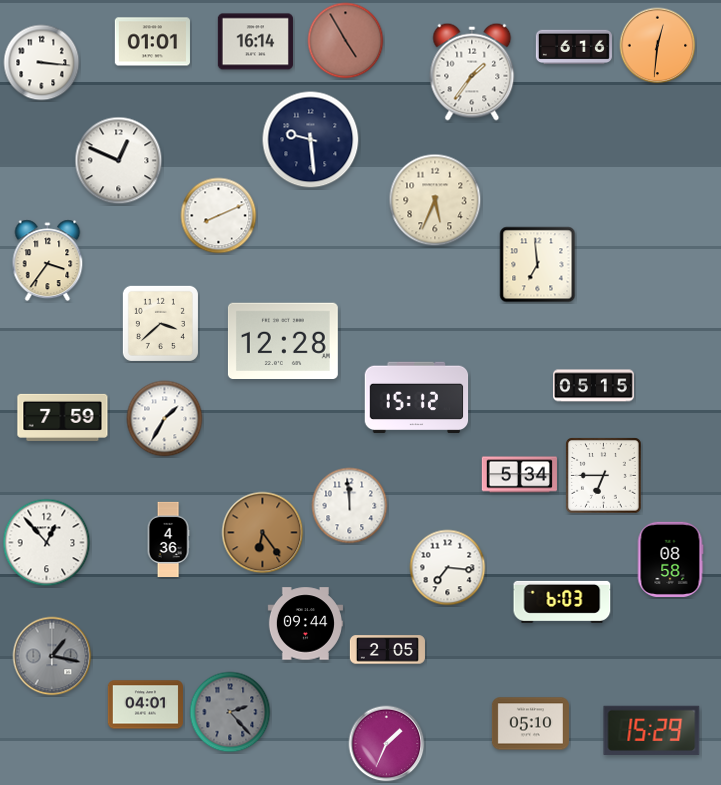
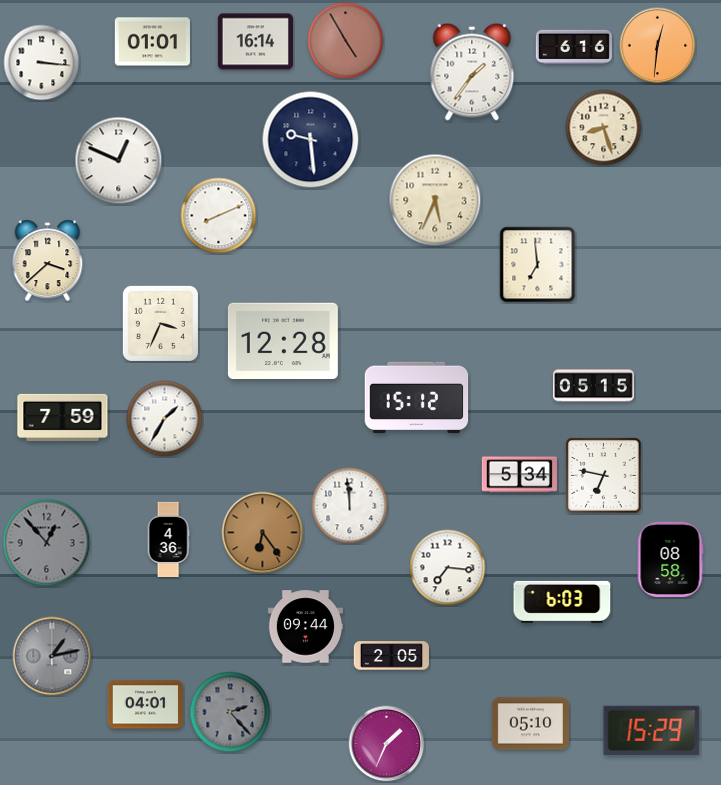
clock at (604, 128): none -> 8:27
clock at (48, 261): 3:36 -> 3:38
clock at (160, 323): 3:38 -> 3:34
clock at (604, 476): 6:45 -> 6:47
clock at (47, 543) dial: white -> grey
clock at (305, 624) position: (305, 624) -> (305, 627)
clock at (387, 650) position: (387, 650) -> (391, 656)
clock at (52, 656): 1:17 -> 1:13
